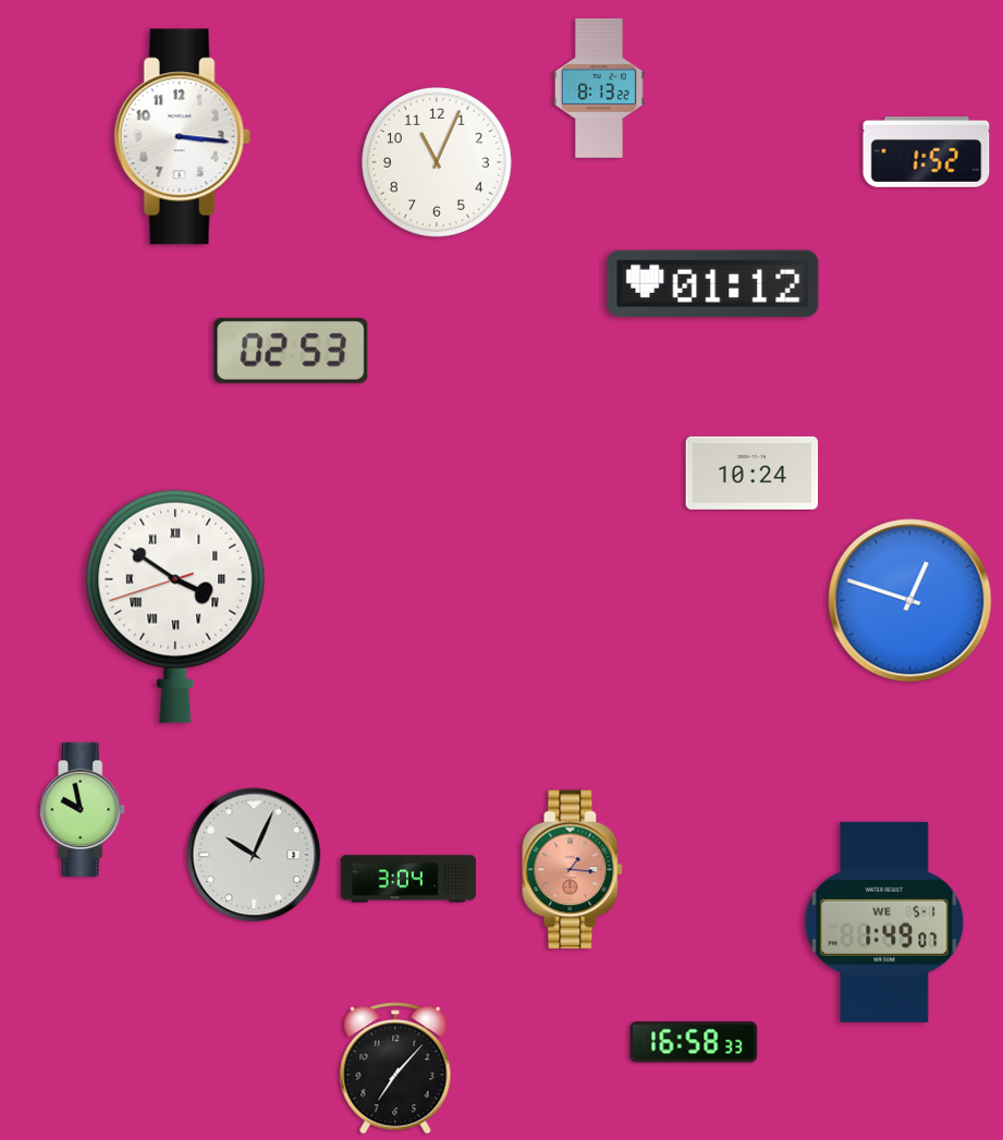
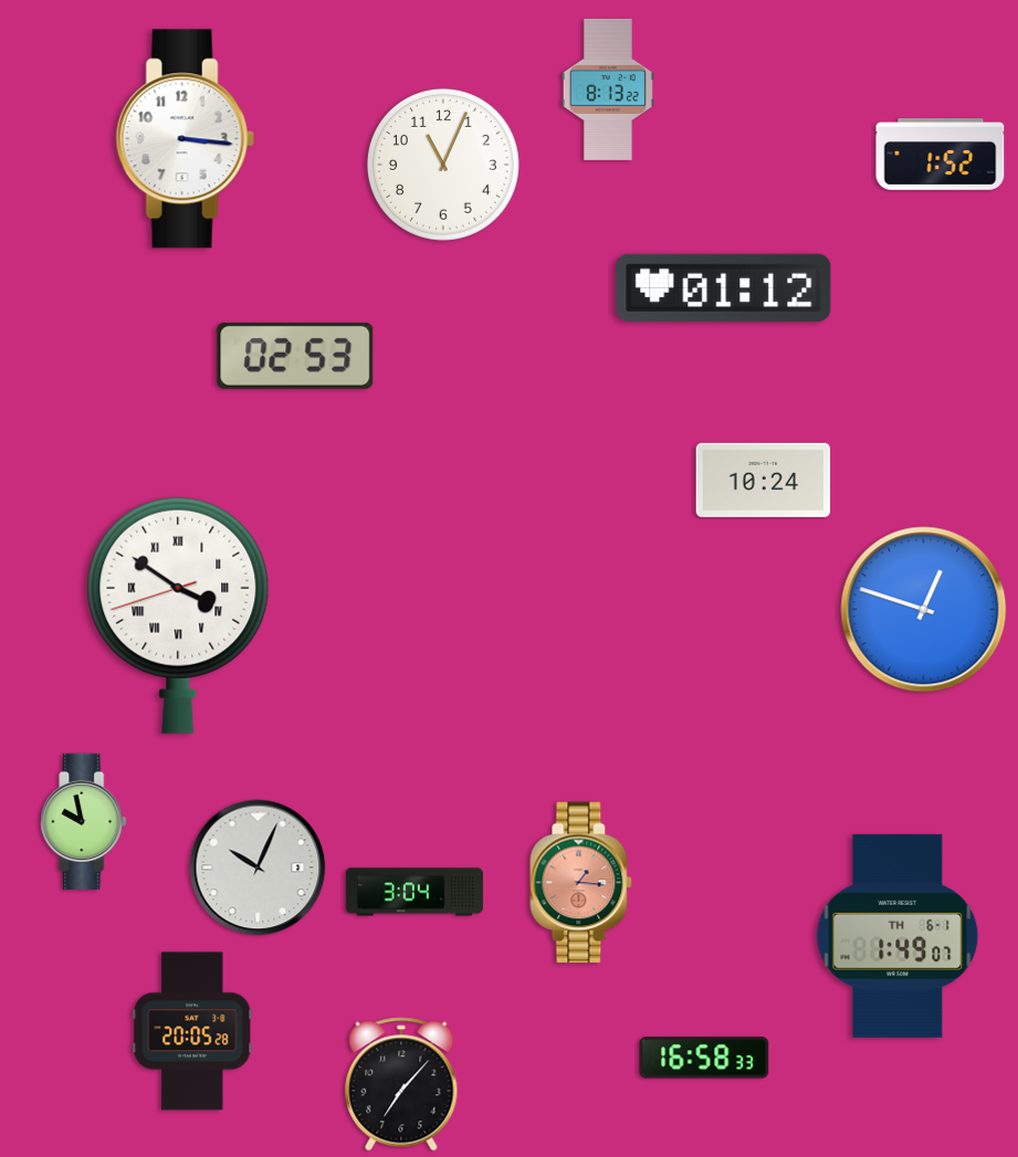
clock at (884, 922) date: WE 5-1 -> TH 6-1
clock at (192, 1031): none -> 20:05
